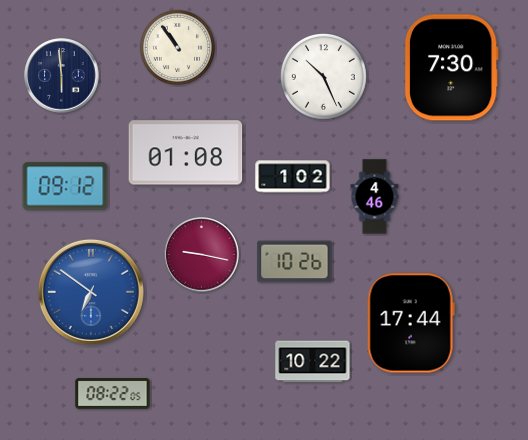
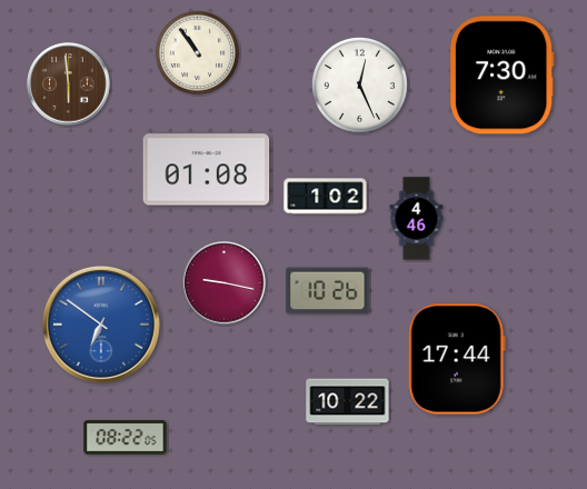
clock at (62, 76) dial: navy -> brown
clock at (323, 76): 10:26 -> 12:26
clock at (65, 186): 09:12 -> none
